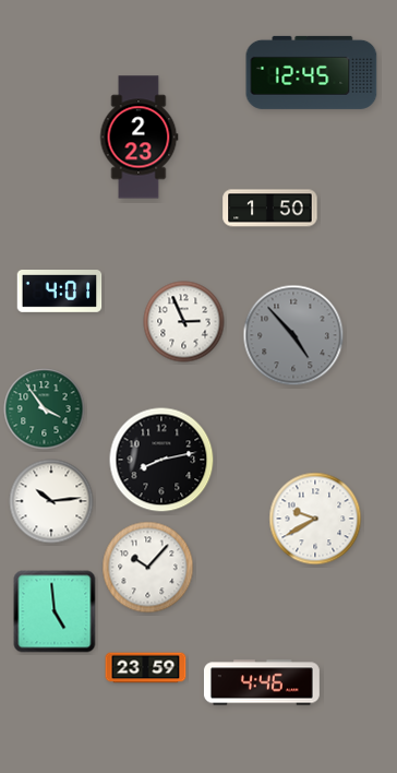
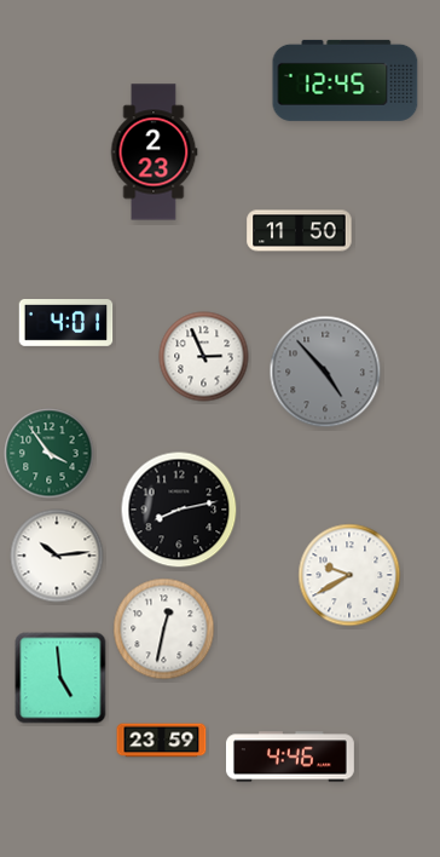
clock at (270, 209): 1:50 -> 11:50
clock at (148, 568): 10:07 -> 12:32
